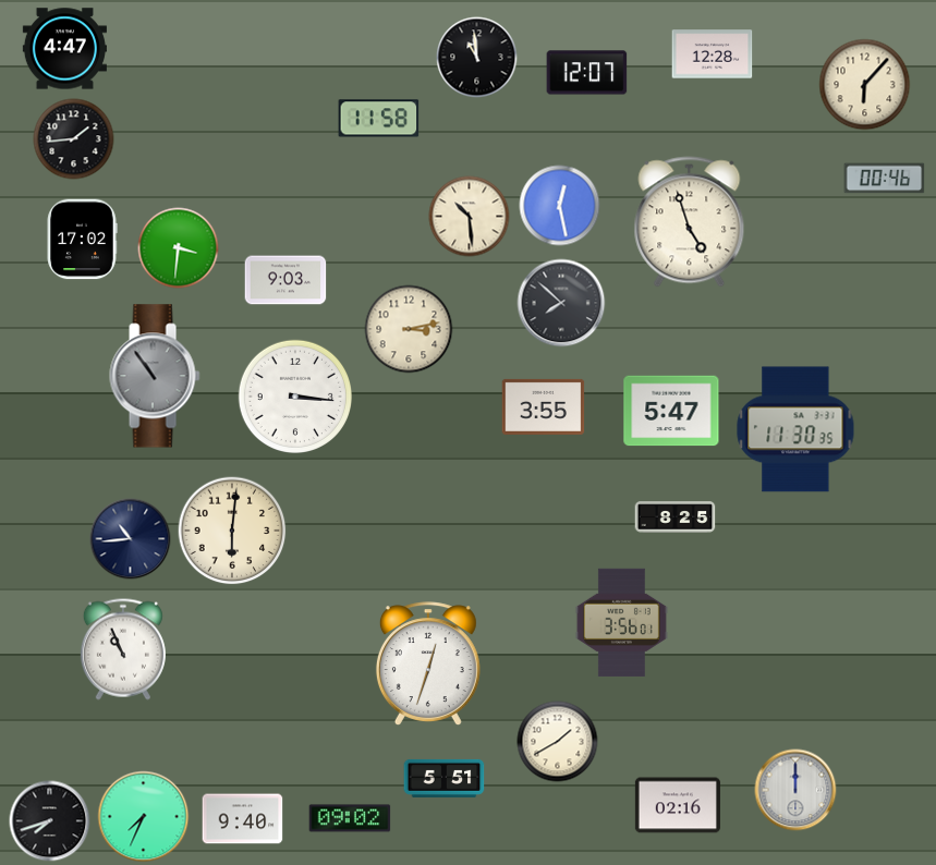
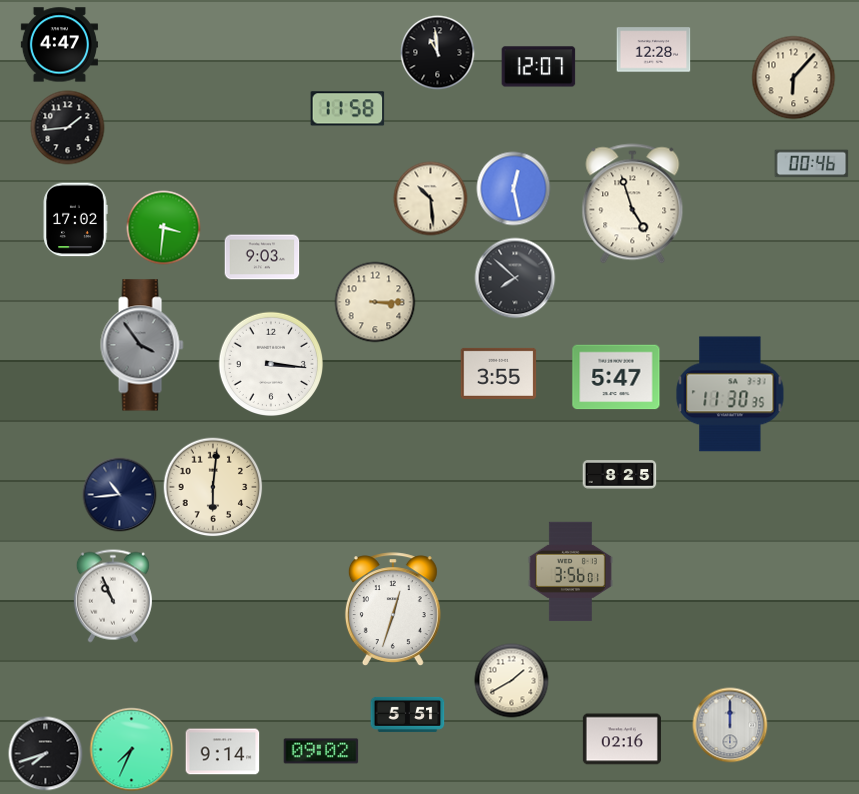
clock at (409, 329): 3:13 -> 3:15
clock at (155, 376): 10:54 -> 3:54
clock at (243, 819): 9:40 -> 9:14
